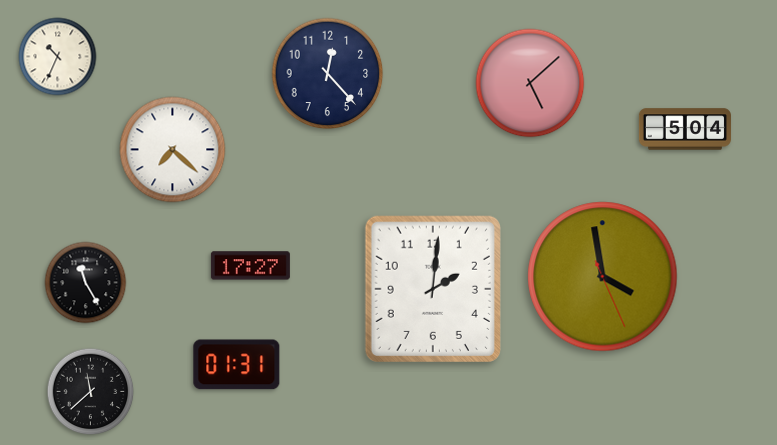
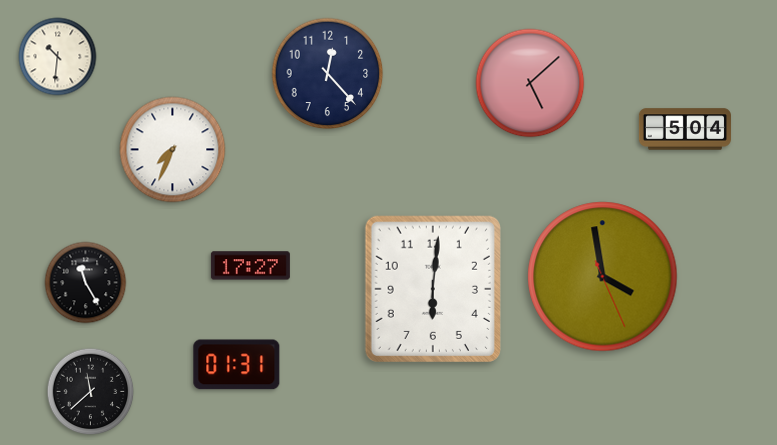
clock at (58, 57): 10:34 -> 10:31
clock at (173, 150): 7:22 -> 7:34
clock at (433, 289): 2:01 -> 6:01
